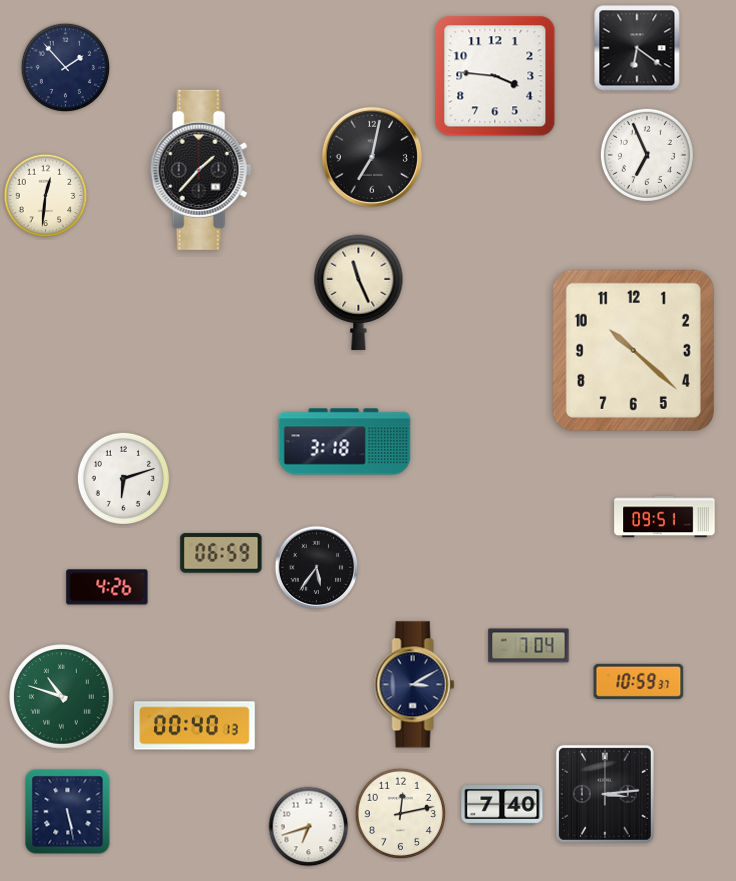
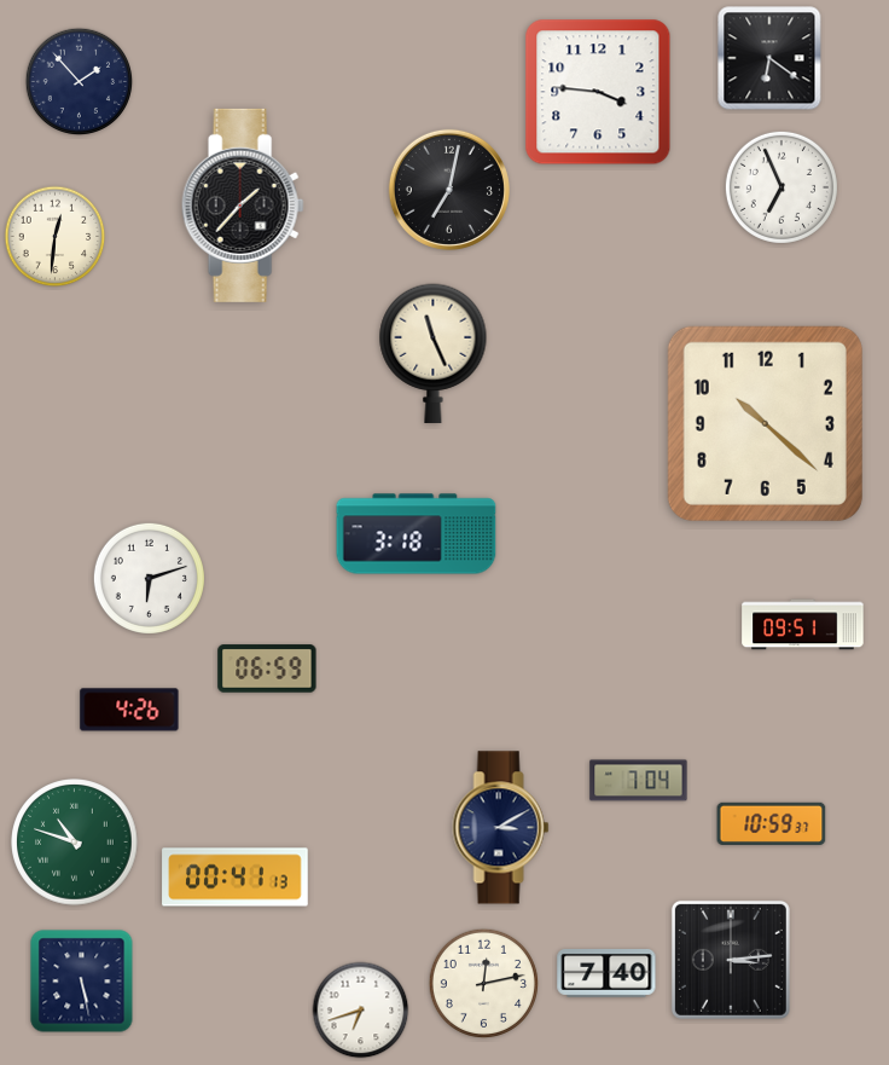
clock at (317, 568): 5:36 -> none
clock at (195, 726): 00:40 -> 00:41
clock at (309, 827) position: (309, 827) -> (361, 1011)
